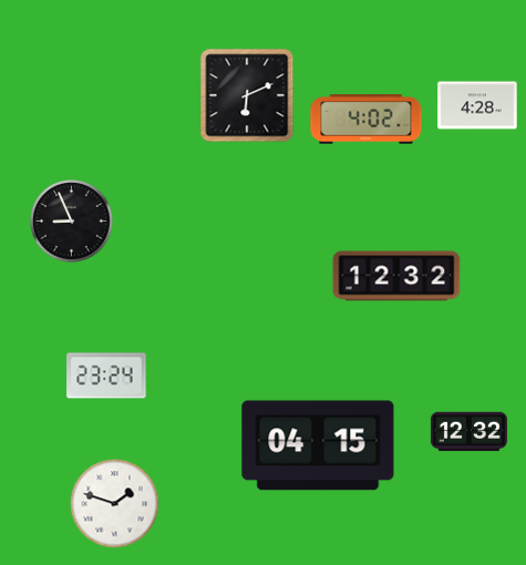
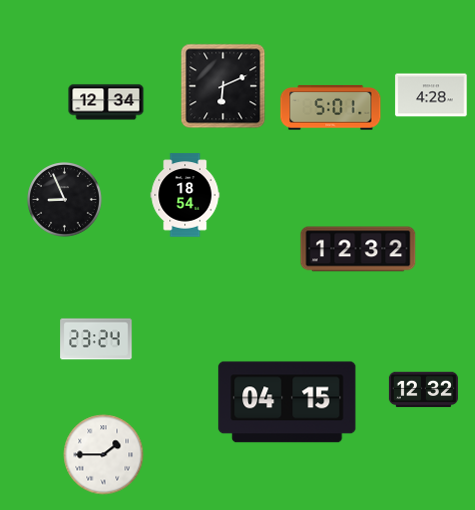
clock at (106, 102): none -> 12:34
clock at (367, 120): 4:02 -> 5:01
clock at (185, 195): none -> 18:54
clock at (115, 504): 1:48 -> 1:45
